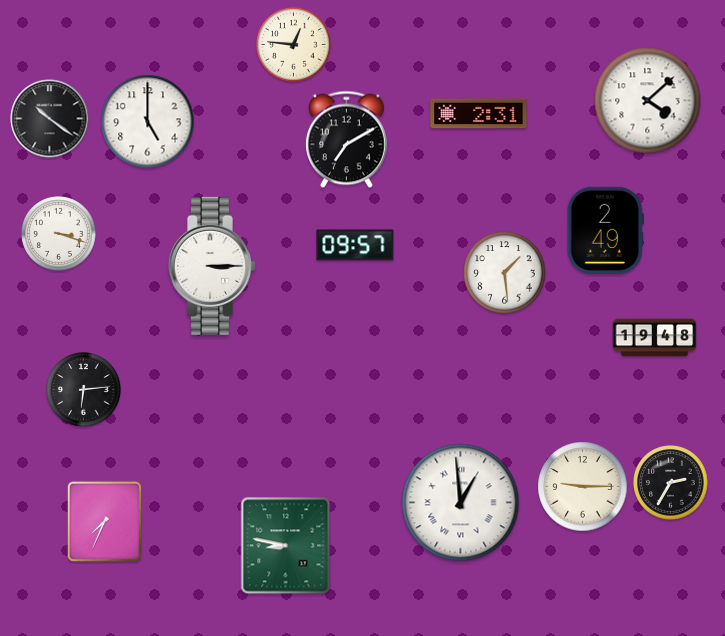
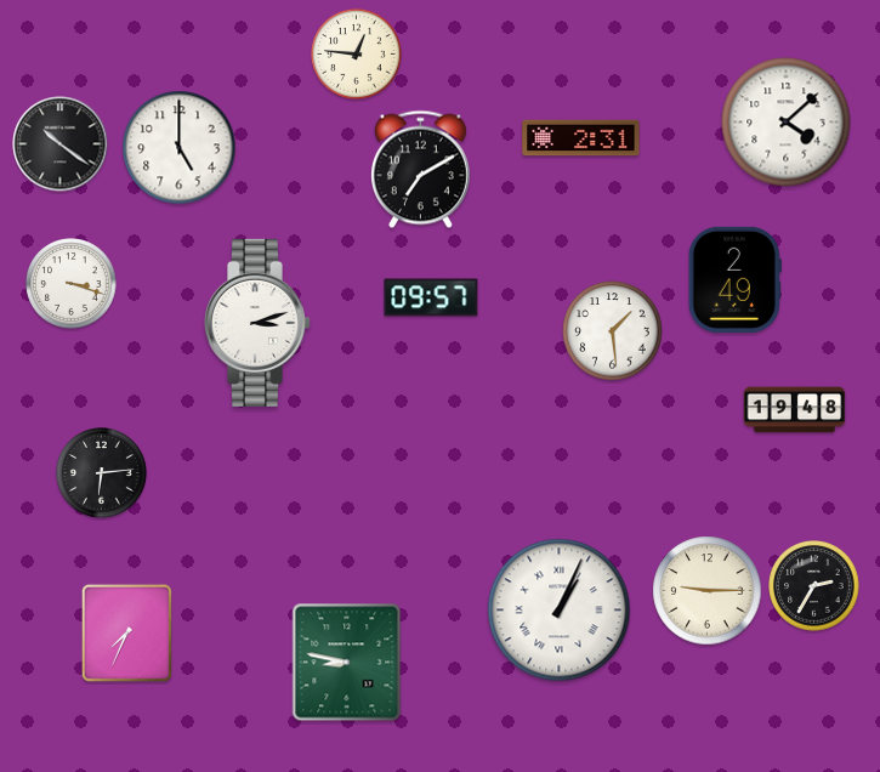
clock at (211, 266): 3:15 -> 3:12
clock at (461, 503): 12:59 -> 1:04
